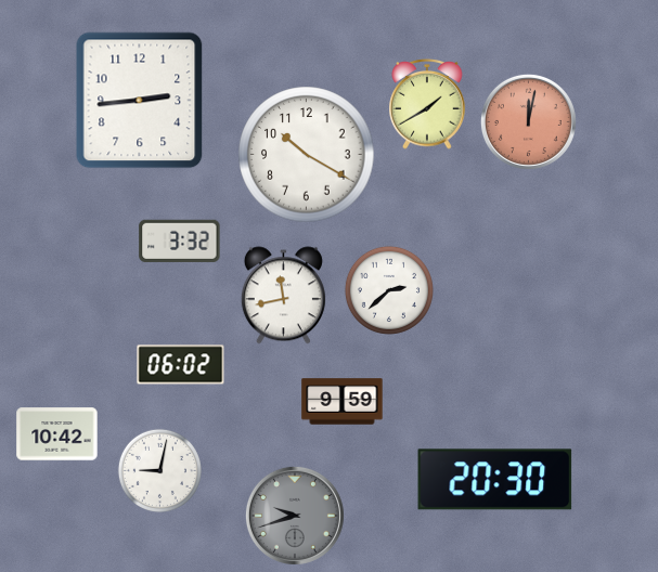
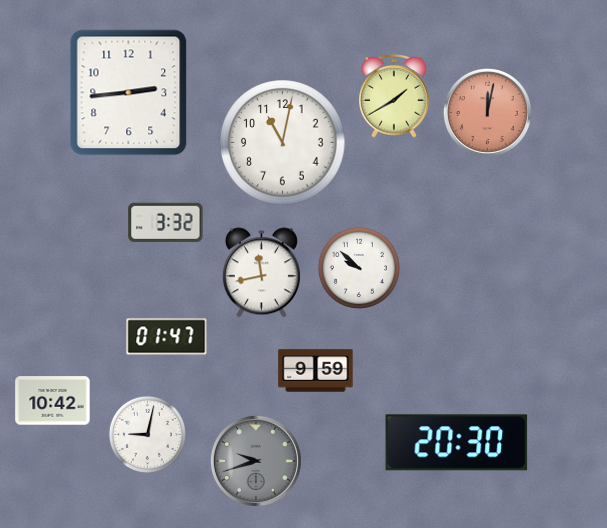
clock at (307, 155): 10:20 -> 11:02
clock at (389, 290): 2:38 -> 9:52
clock at (181, 365): 06:02 -> 01:47
clock at (295, 516) position: (295, 516) -> (256, 461)
